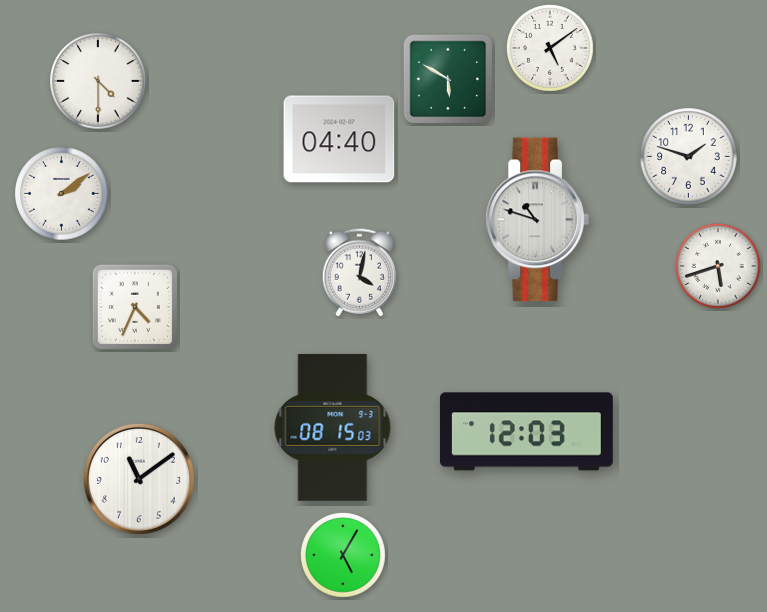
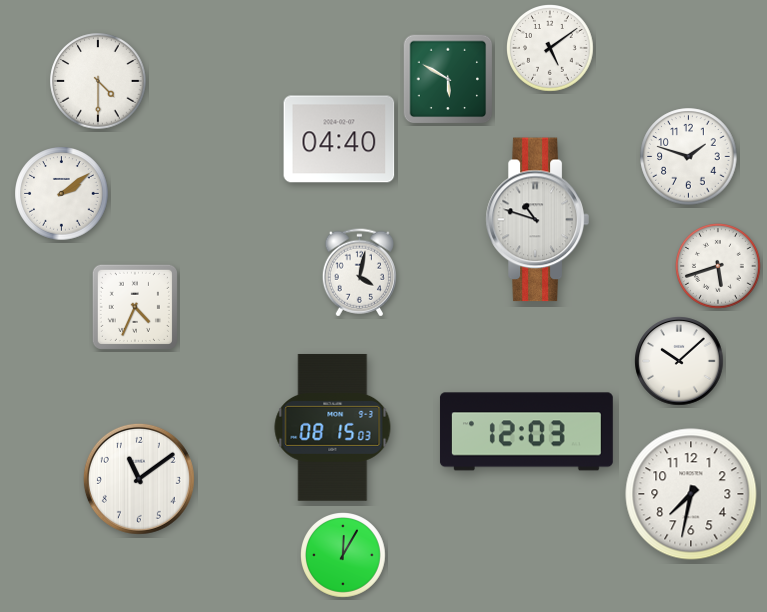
clock at (679, 361): none -> 10:08
clock at (691, 494): none -> 7:32
clock at (344, 556): 5:05 -> 12:05
